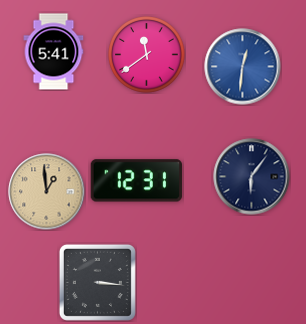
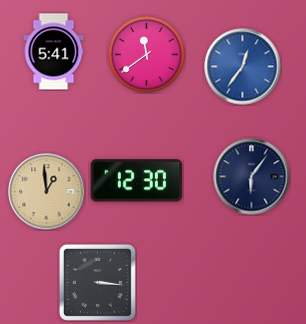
clock at (243, 67): 12:31 -> 12:36
clock at (136, 181): 12:31 -> 12:30
